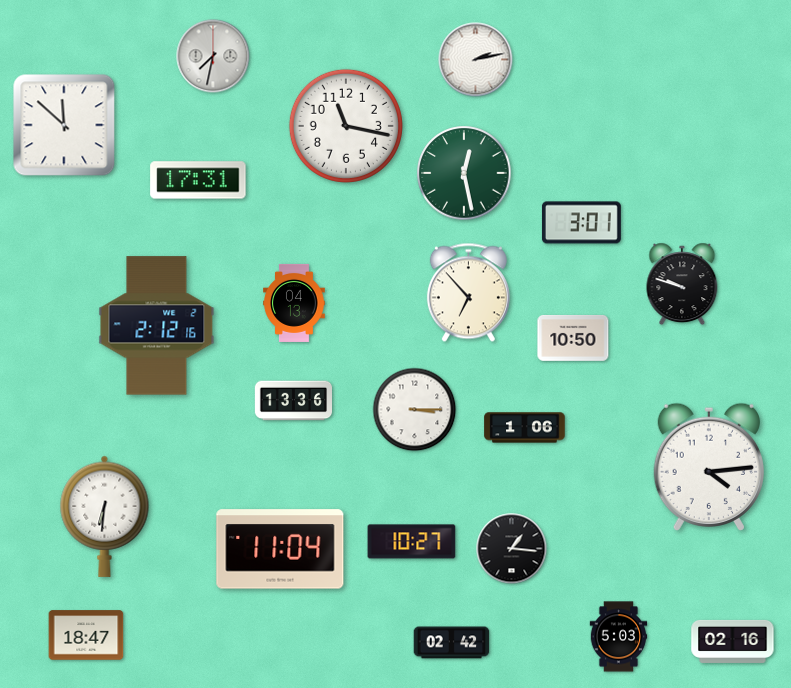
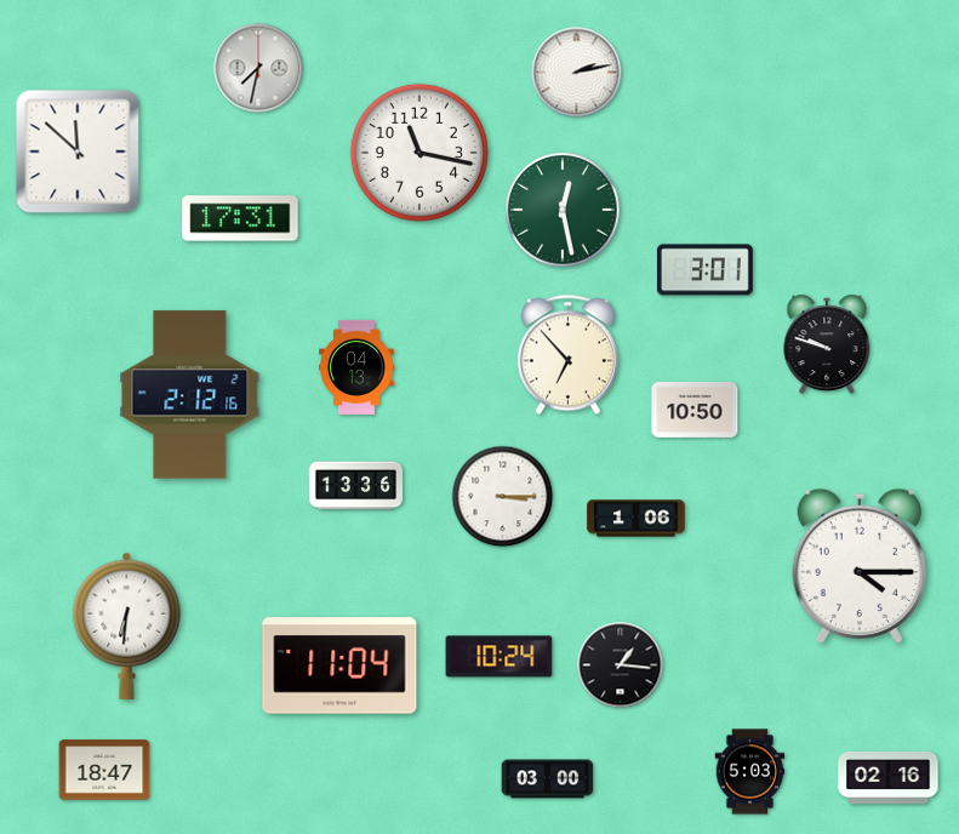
clock at (709, 467): 4:14 -> 4:15
clock at (412, 542): 10:27 -> 10:24
clock at (452, 643): 02:42 -> 03:00
